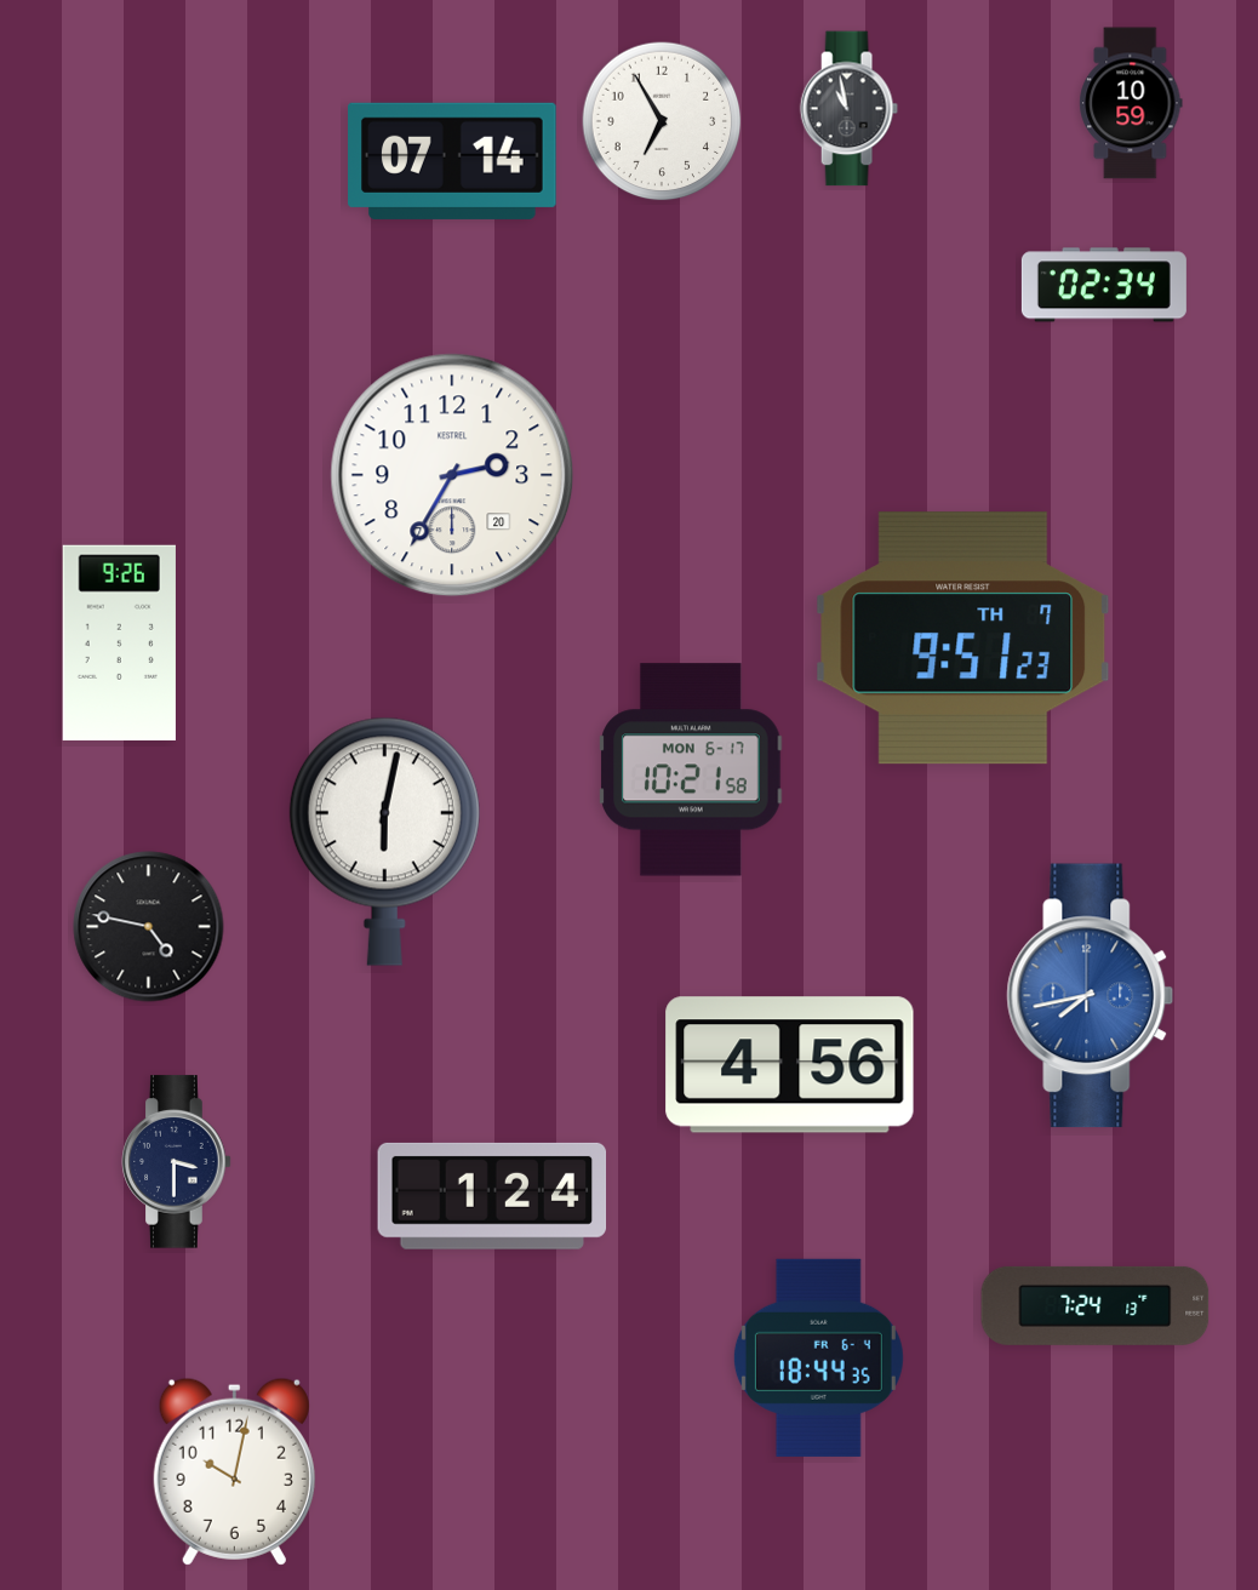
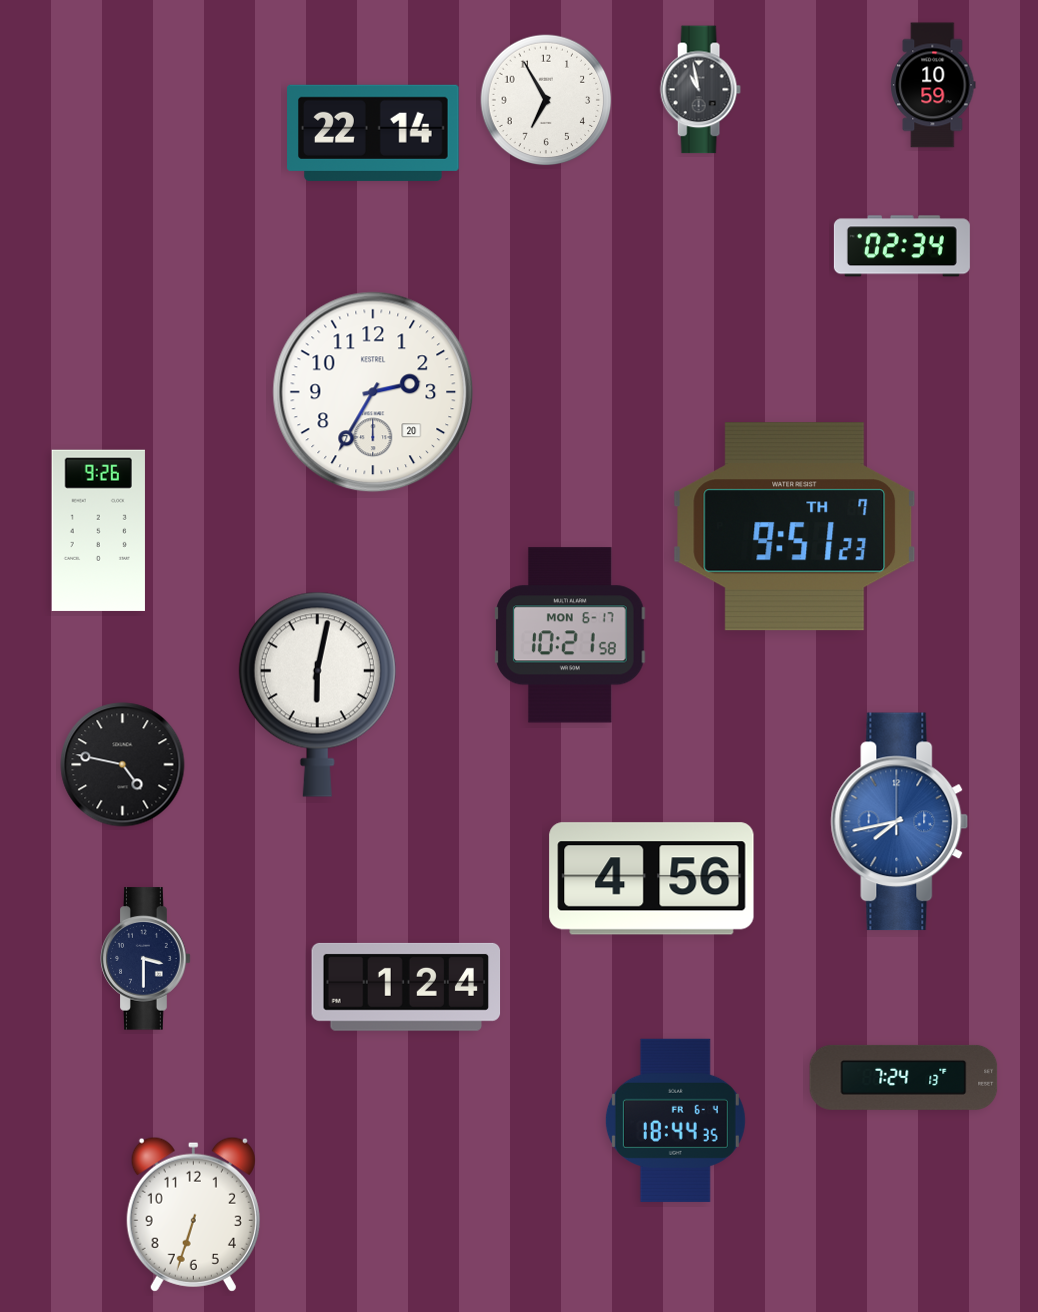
clock at (452, 161): 07:14 -> 22:14
clock at (1104, 285) position: (1104, 285) -> (902, 246)
clock at (234, 1471): 10:02 -> 6:33
